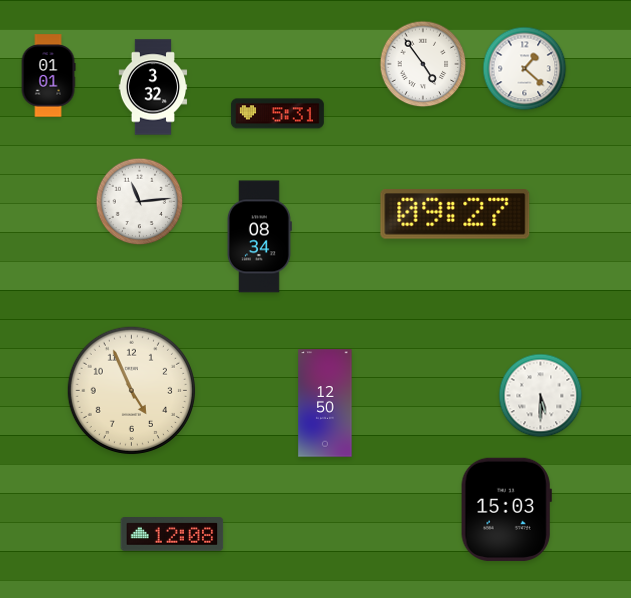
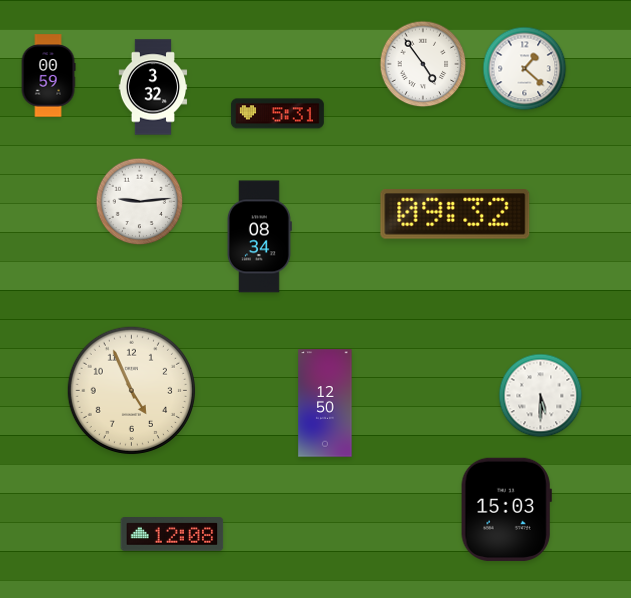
clock at (48, 76): 01:01 -> 00:59
clock at (140, 202): 11:14 -> 9:14
clock at (455, 214): 09:27 -> 09:32
